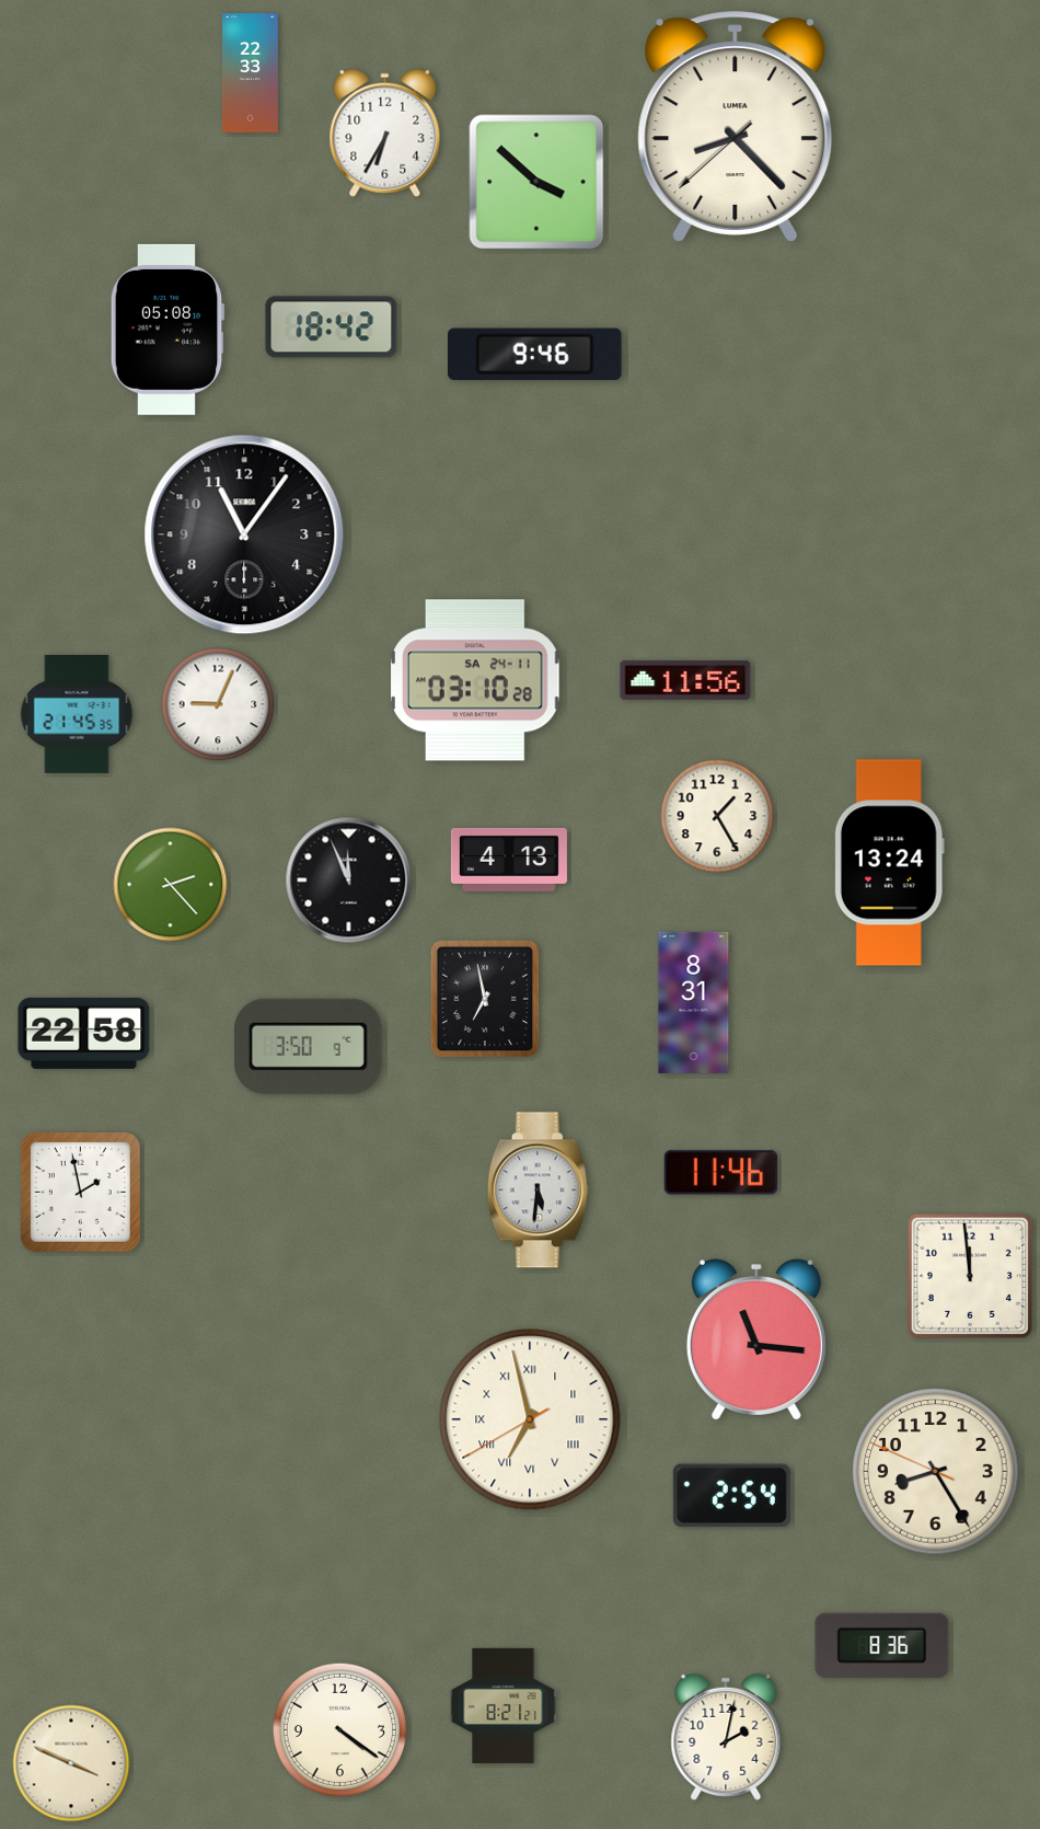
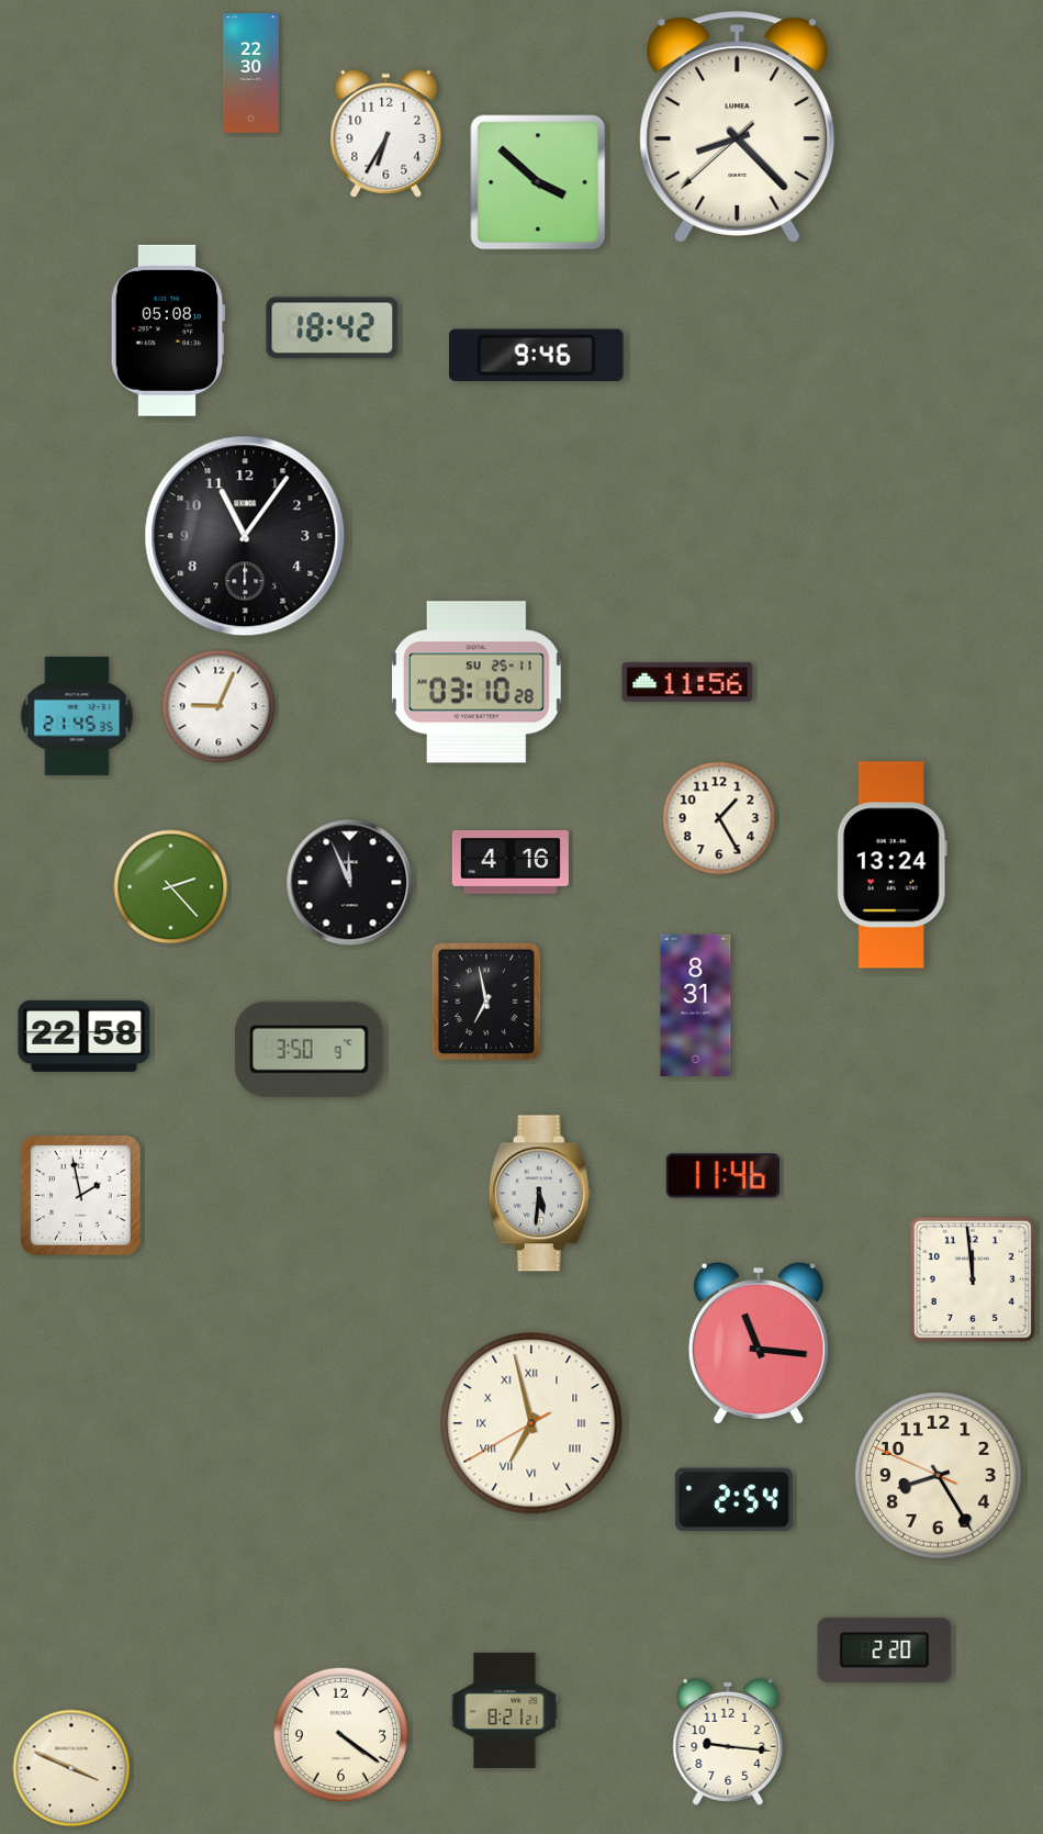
clock at (250, 73): 22:33 -> 22:30
clock at (475, 680) date: SA 24-11 -> SU 25-11
clock at (509, 860): 4:13 -> 4:16
clock at (882, 1645): 8:36 -> 2:20
clock at (726, 1737): 2:02 -> 9:16
